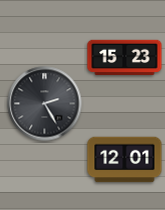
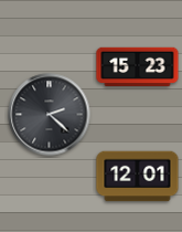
clock at (125, 58) position: (125, 58) -> (138, 67)
clock at (45, 104): 2:25 -> 2:22
